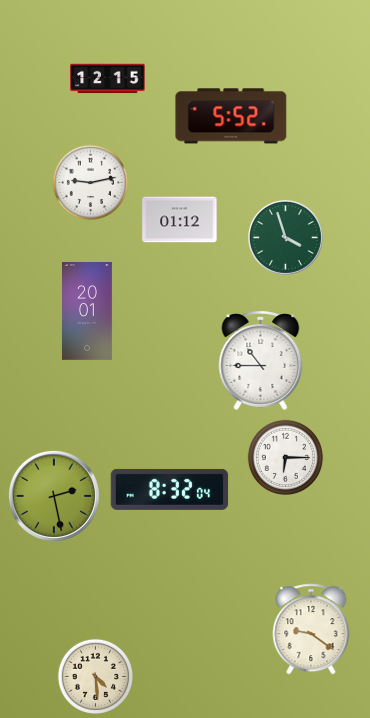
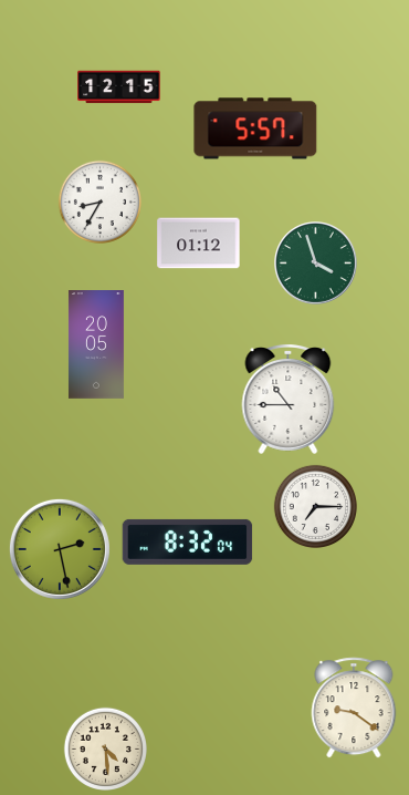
clock at (231, 116): 5:52 -> 5:57
clock at (90, 182): 9:13 -> 8:35
clock at (87, 311): 20:01 -> 20:05
clock at (285, 457): 6:15 -> 7:15
clock at (311, 629) position: (311, 629) -> (354, 708)
